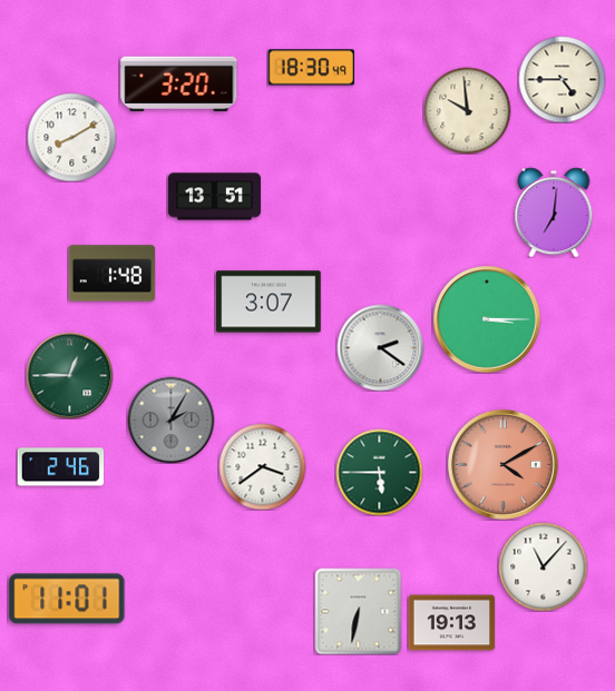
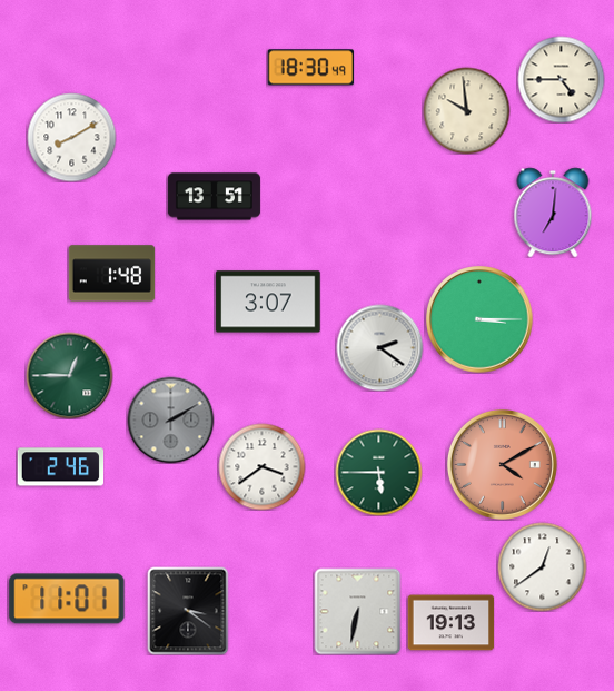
clock at (179, 85): 3:20 -> none
clock at (487, 319) position: (487, 319) -> (479, 319)
clock at (170, 419): 2:05 -> 2:10
clock at (543, 566): 11:07 -> 12:39
clock at (188, 611): none -> 3:21
